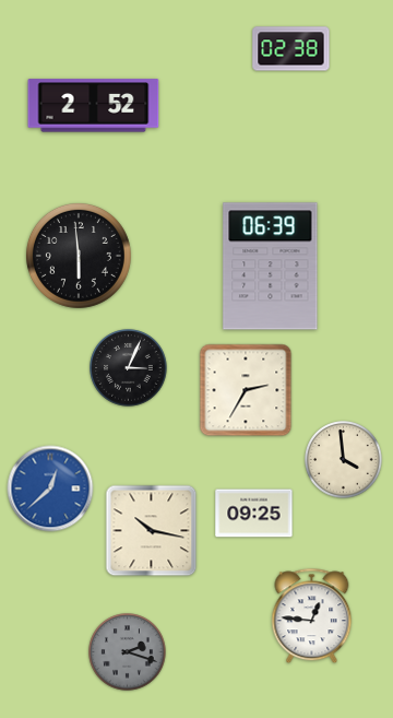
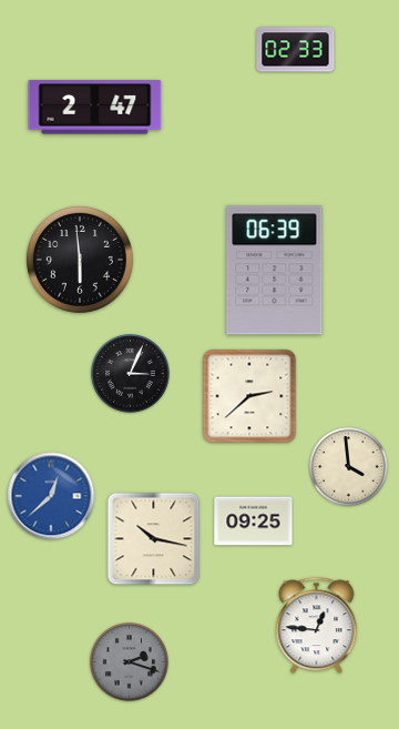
clock at (291, 49): 02:38 -> 02:33
clock at (94, 106): 2:52 -> 2:47
clock at (246, 390): 2:35 -> 2:38
clock at (254, 514) position: (254, 514) -> (254, 522)
